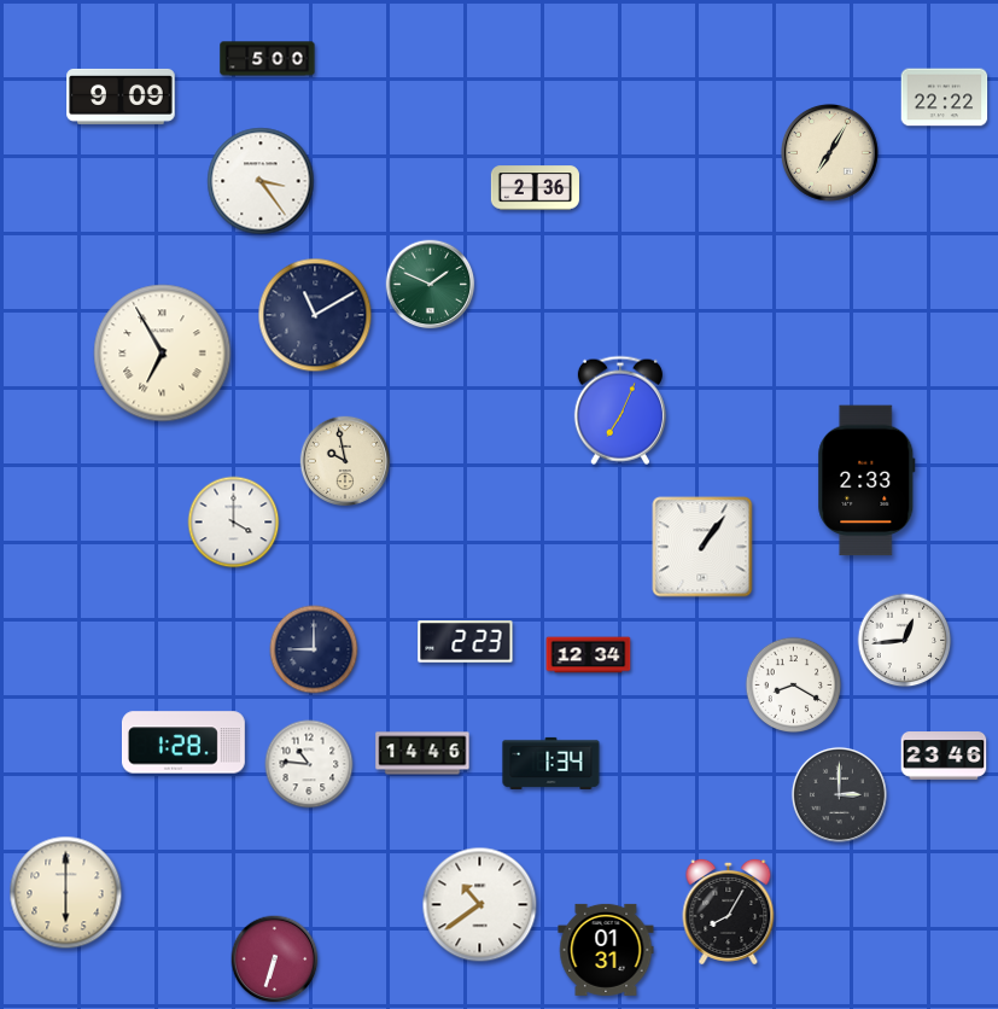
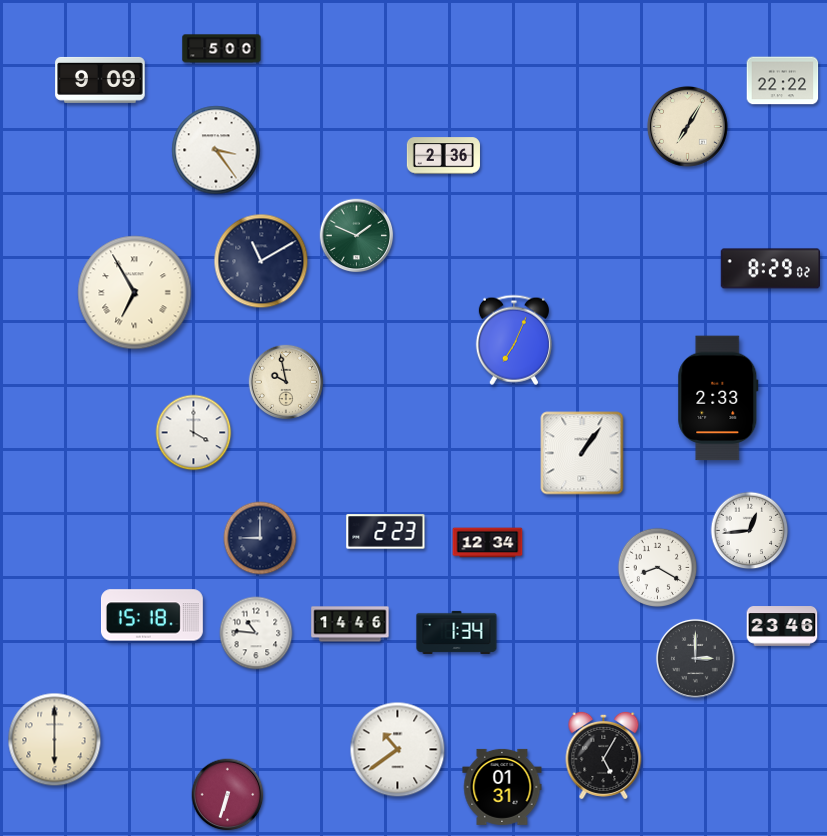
clock at (770, 269): none -> 8:29
clock at (183, 742): 1:28 -> 15:18
clock at (729, 911): 8:05 -> 5:05
